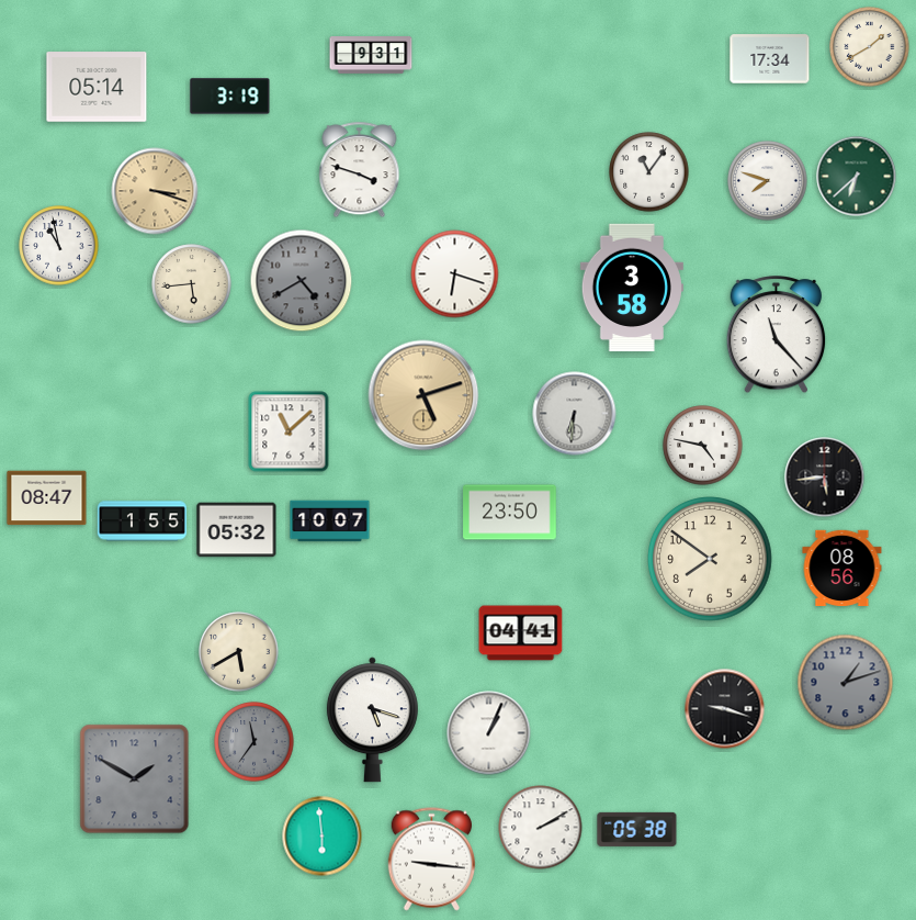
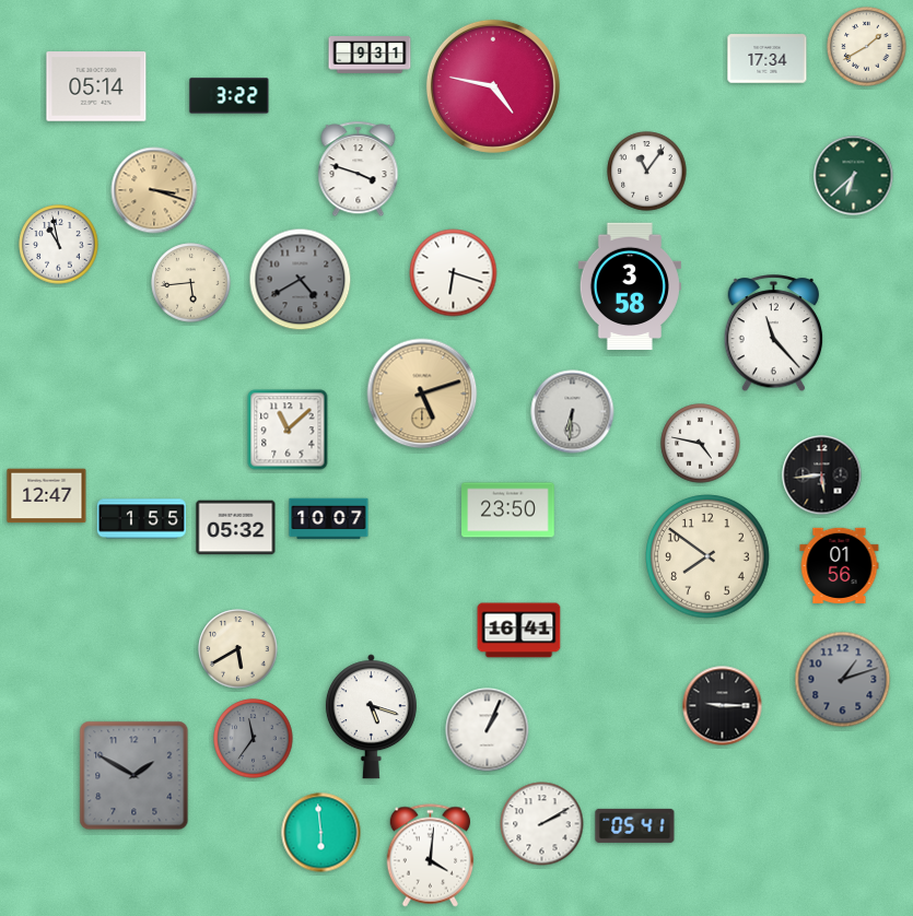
clock at (493, 86): none -> 4:47
clock at (230, 97): 3:19 -> 3:22
clock at (768, 181): 7:48 -> none
clock at (47, 498): 08:47 -> 12:47
clock at (843, 569): 08:56 -> 01:56
clock at (521, 633): 04:41 -> 16:41
clock at (725, 709): 9:18 -> 9:15
clock at (541, 828) position: (541, 828) -> (542, 824)
clock at (637, 829): 05:38 -> 05:41
clock at (432, 860): 9:16 -> 4:01
